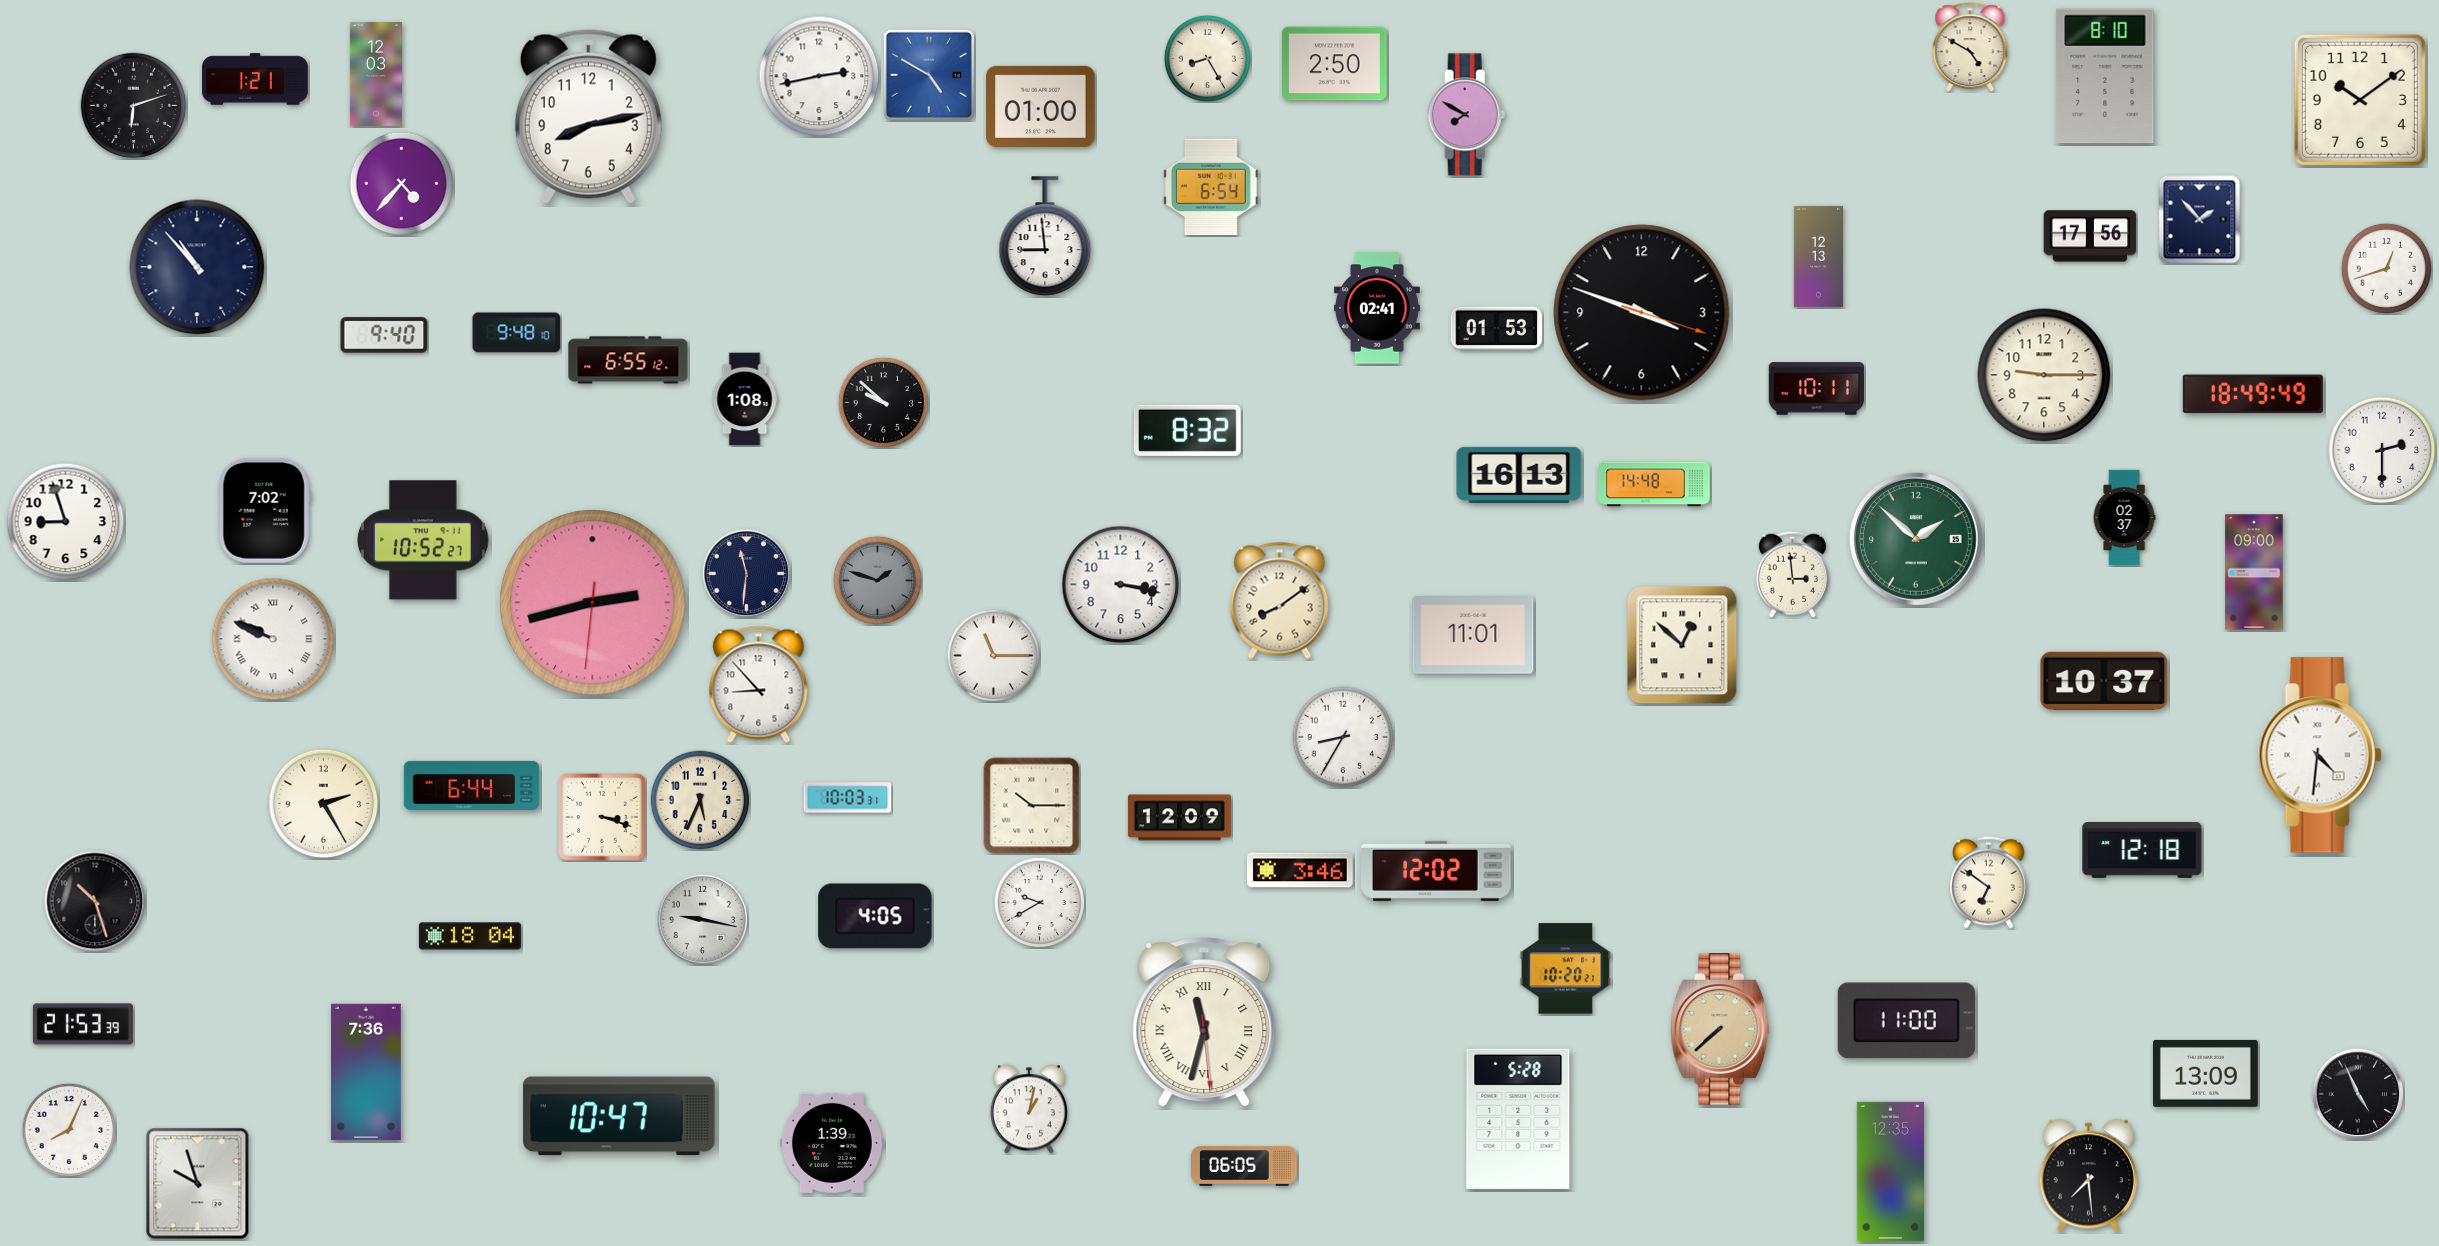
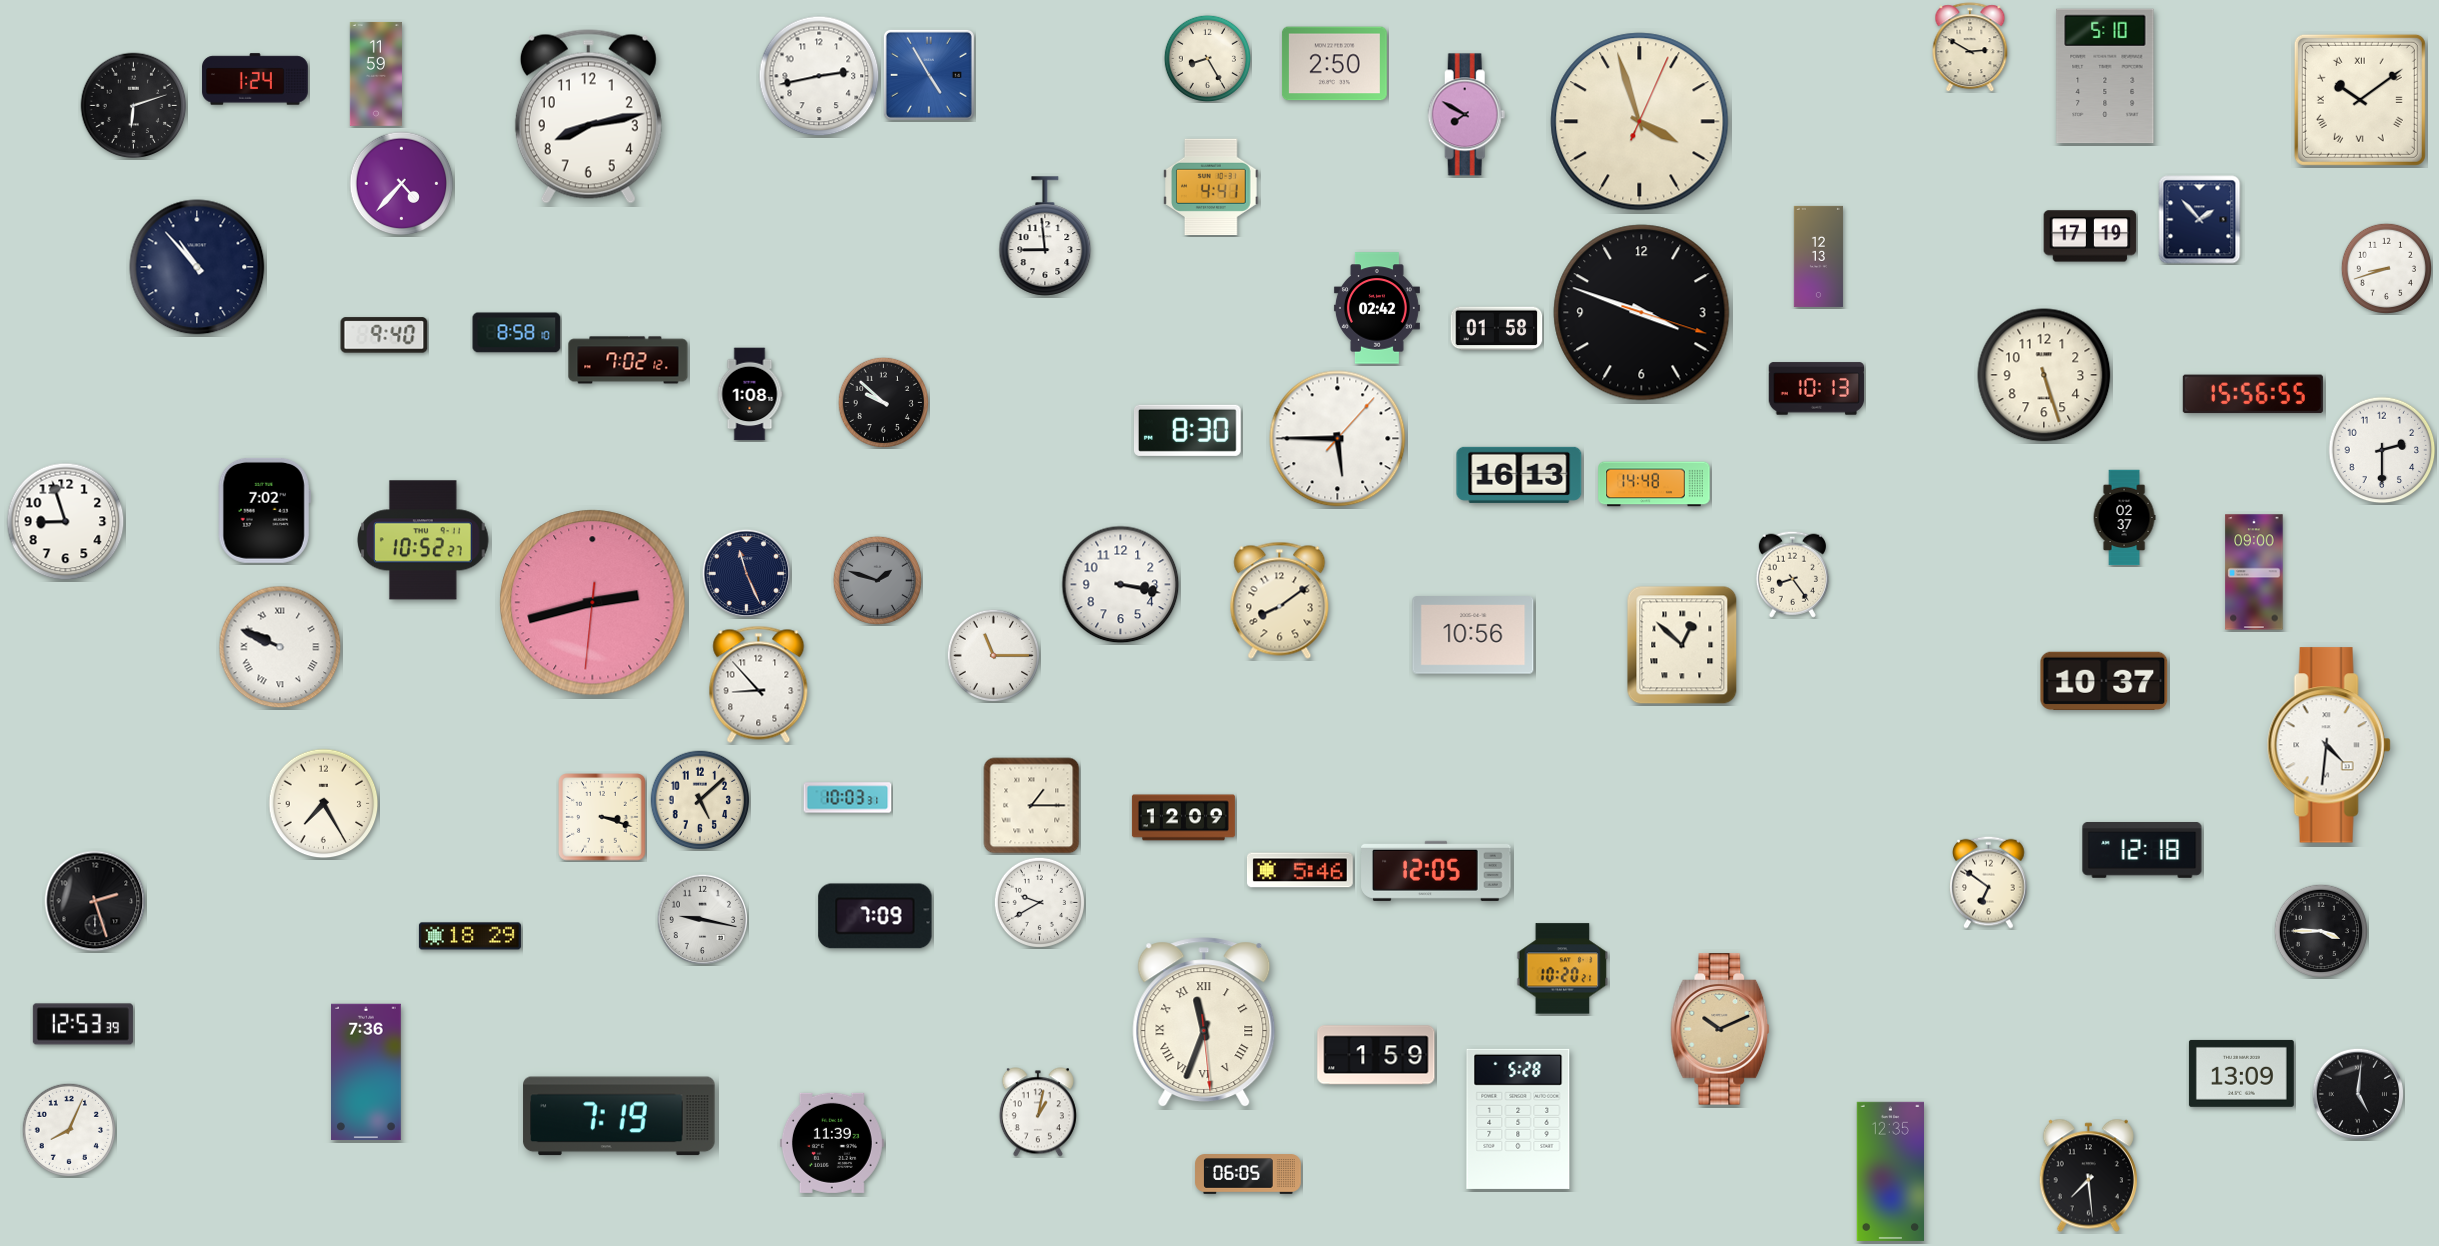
clock at (1970, 47): 4:50 -> 2:50
clock at (376, 74): 12:03 -> 11:59
clock at (929, 75): 4:50 -> 4:55
clock at (2105, 76): 8:10 -> 5:10
clock at (255, 79): 1:21 -> 1:24
clock at (2360, 100) numerals: Arabic -> Roman
clock at (1041, 106): 01:00 -> none
clock at (1640, 122): none -> 3:57
clock at (1212, 186): 6:54 -> 4:41
clock at (2090, 236): 17:56 -> 17:19
clock at (2386, 268): 12:42 -> 8:42
clock at (1377, 308): 02:41 -> 02:42
clock at (1497, 329): 01:53 -> 01:58
clock at (517, 333): 9:48 -> 8:58
clock at (628, 360): 6:55 -> 7:02
clock at (2044, 375): 9:15 -> 5:27
clock at (1817, 389): 10:11 -> 10:13
clock at (2253, 394): 18:49 -> 15:56
clock at (745, 399) position: (745, 399) -> (750, 394)
clock at (1187, 430): 8:32 -> 8:30
clock at (1338, 439): none -> 5:45
clock at (1917, 540): 1:52 -> none
clock at (746, 573): 11:31 -> 11:26
clock at (1792, 574): 2:59 -> 8:24
clock at (1473, 635): 11:01 -> 10:56
clock at (273, 639) position: (273, 639) -> (280, 647)
clock at (1343, 737): 8:35 -> none
clock at (2320, 755) position: (2320, 755) -> (2329, 745)
clock at (472, 785): 6:44 -> none
clock at (700, 800): 5:34 -> 5:08
clock at (324, 804): 2:25 -> 7:25
clock at (1032, 806): 10:15 -> 1:15
clock at (1179, 818) position: (1179, 818) -> (1183, 818)
clock at (1300, 870): 3:46 -> 5:46
clock at (1436, 871): 12:02 -> 12:05
clock at (95, 901): 10:27 -> 2:27
clock at (875, 916): 4:05 -> 7:09
clock at (2320, 930): none -> 3:45
clock at (470, 936): 18:04 -> 18:29
clock at (1566, 969) position: (1566, 969) -> (1563, 969)
clock at (1906, 1021): 11:00 -> none
clock at (1204, 1023): 11:32 -> 11:33
clock at (83, 1024): 21:53 -> 12:53
clock at (1720, 1029): 7:38 -> 10:11
clock at (1376, 1055): none -> 1:59
clock at (2205, 1073) position: (2205, 1073) -> (2241, 1073)
clock at (2357, 1093): 4:56 -> 5:01
clock at (1029, 1109) position: (1029, 1109) -> (1038, 1112)
clock at (619, 1116): 10:47 -> 7:19
clock at (832, 1143): 1:39 -> 11:39
clock at (1244, 1166) position: (1244, 1166) -> (1248, 1174)
clock at (198, 1184): 9:57 -> none
